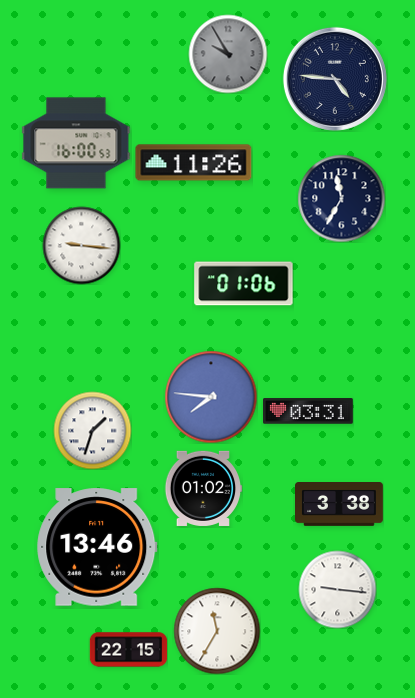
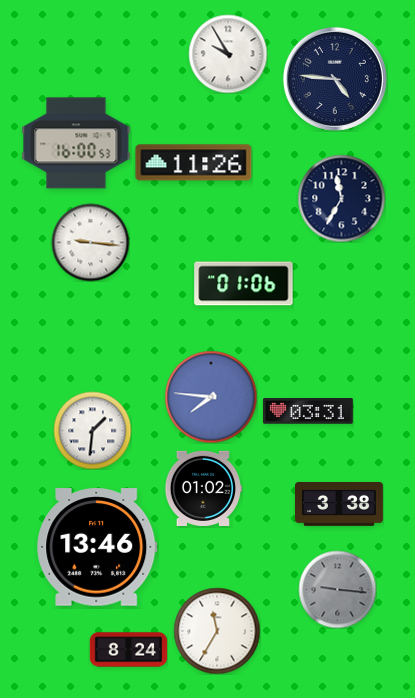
clock at (228, 54) dial: grey -> white
clock at (81, 245) position: (81, 245) -> (90, 242)
clock at (92, 430): 1:33 -> 1:31
clock at (337, 589) dial: white -> grey
clock at (128, 650): 22:15 -> 8:24
